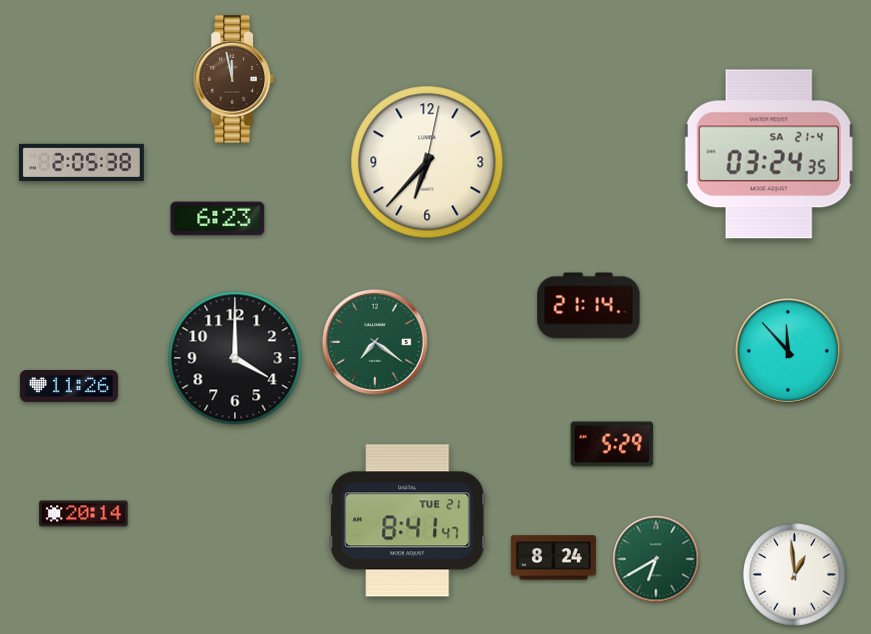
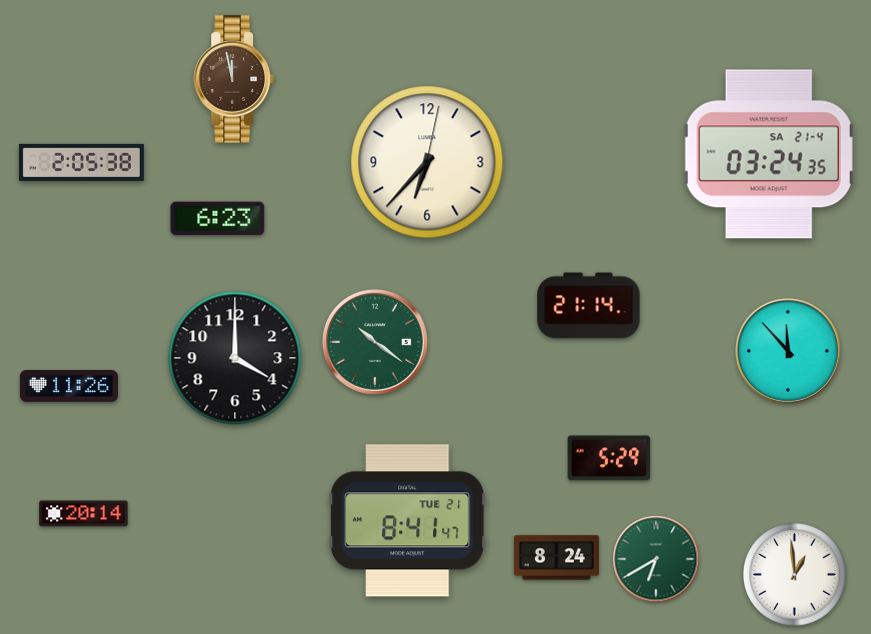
clock at (375, 342): 7:21 -> 10:21
clock at (612, 444) position: (612, 444) -> (609, 458)
clock at (553, 558) position: (553, 558) -> (556, 558)
